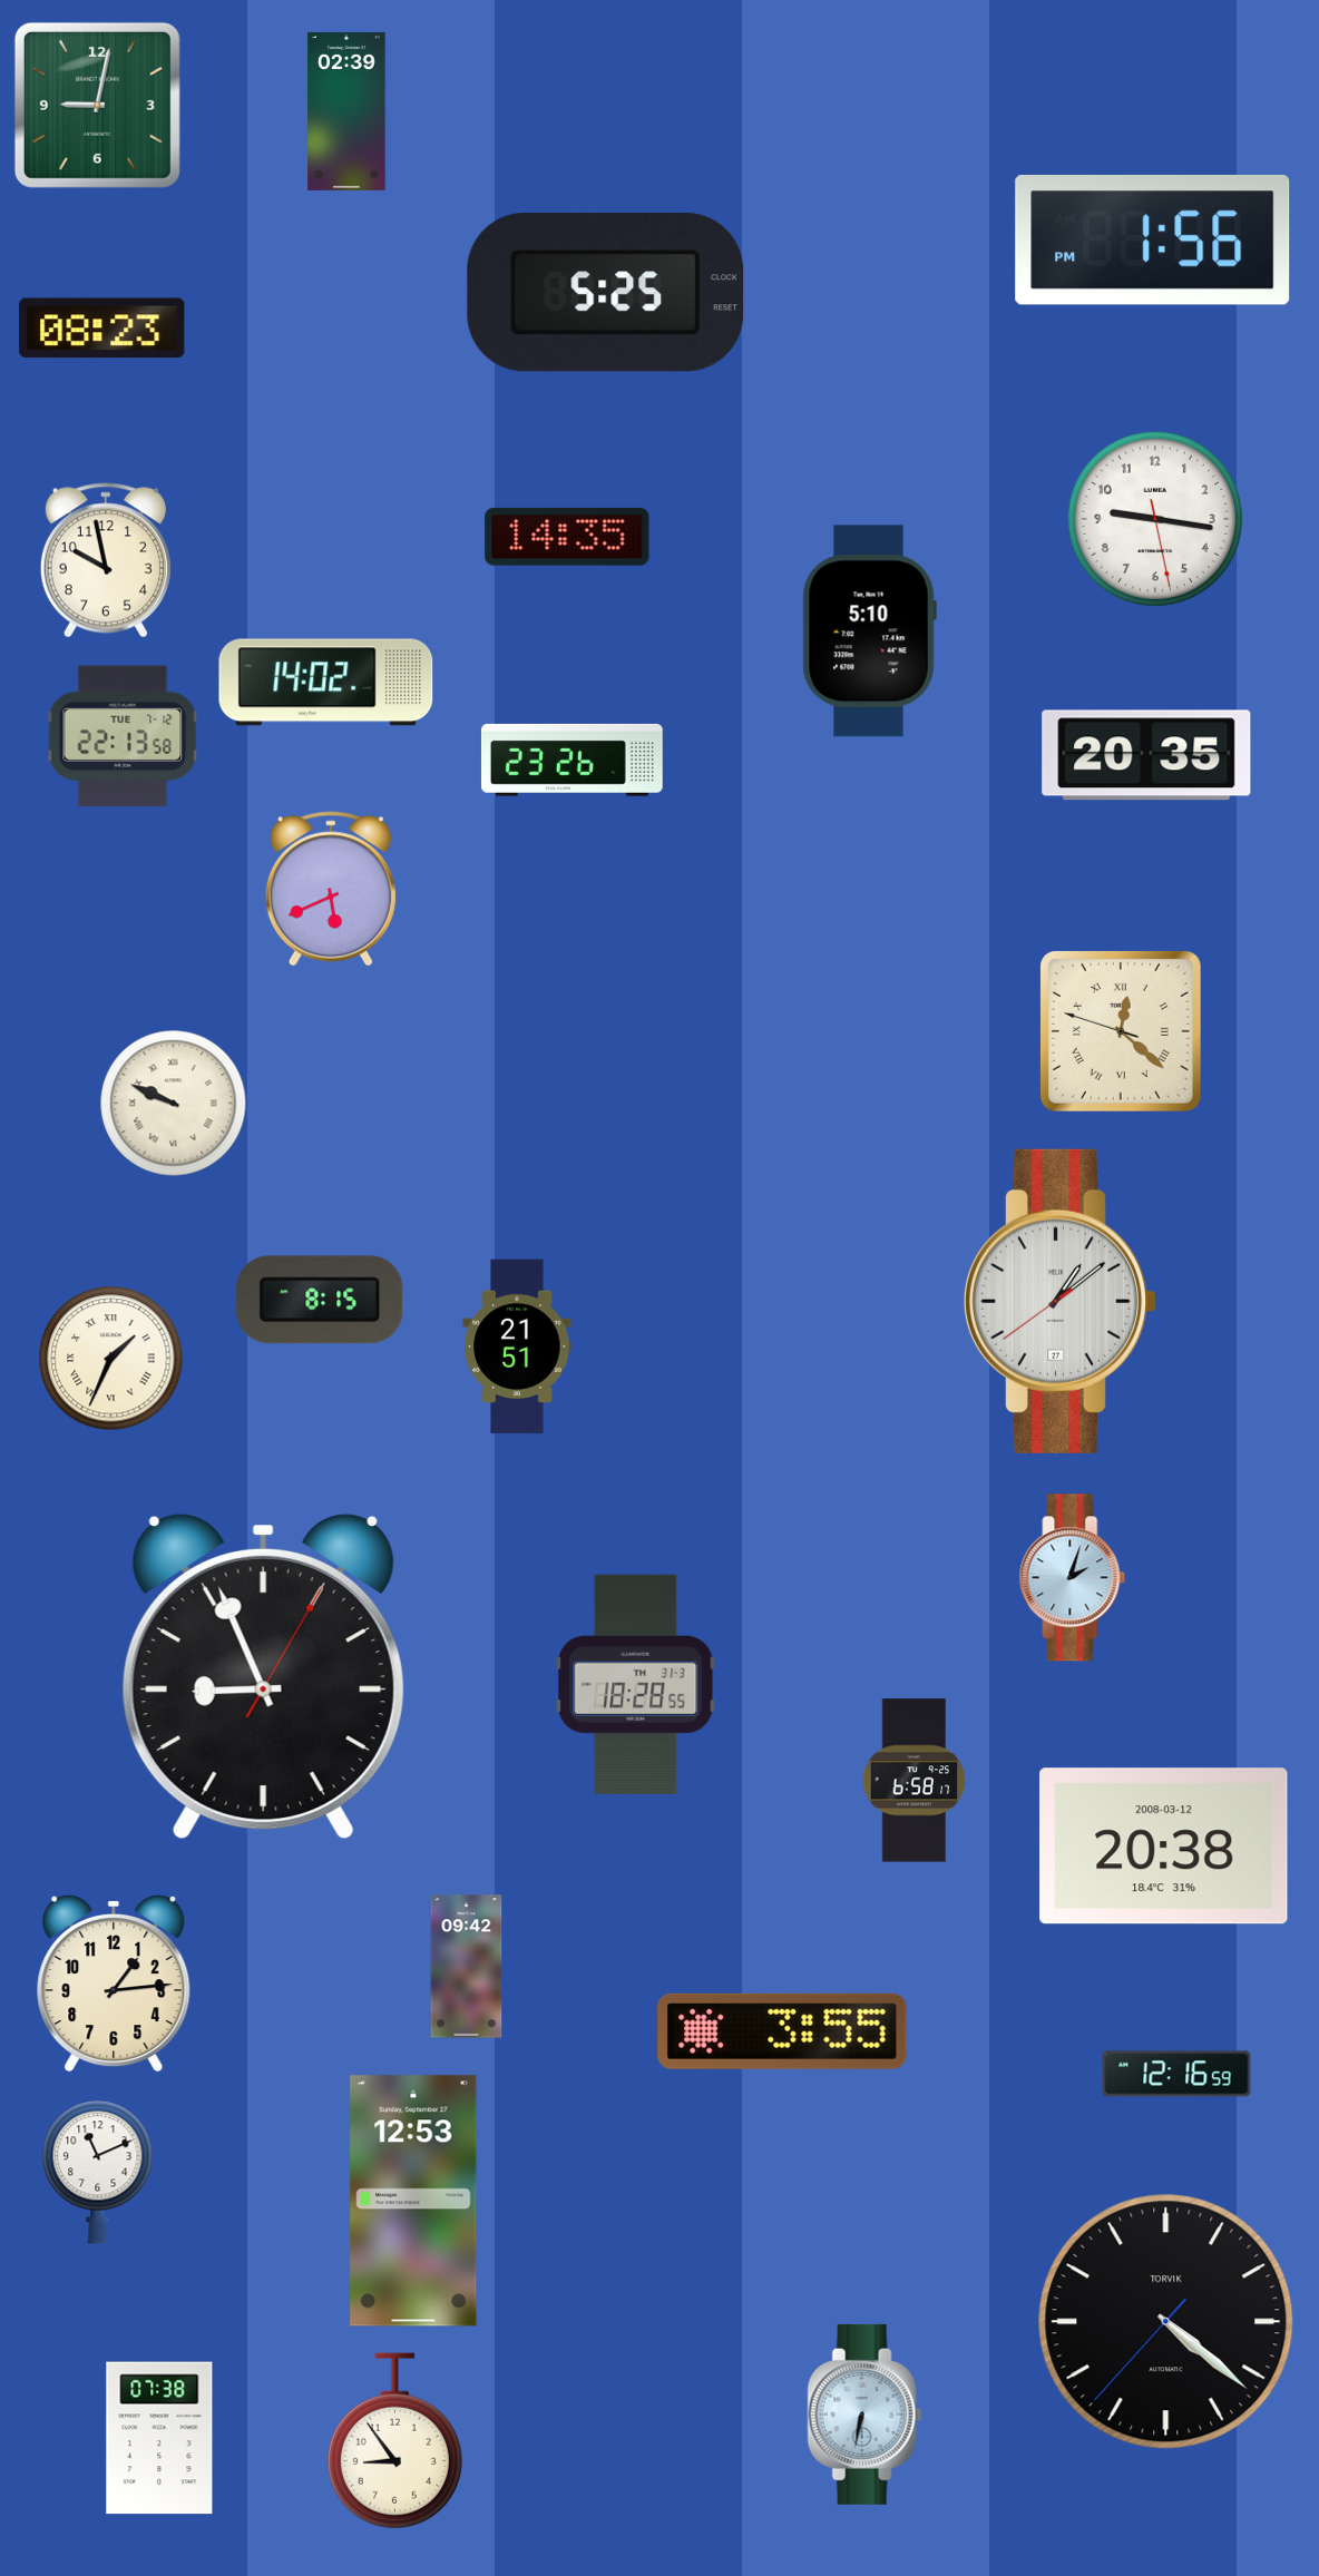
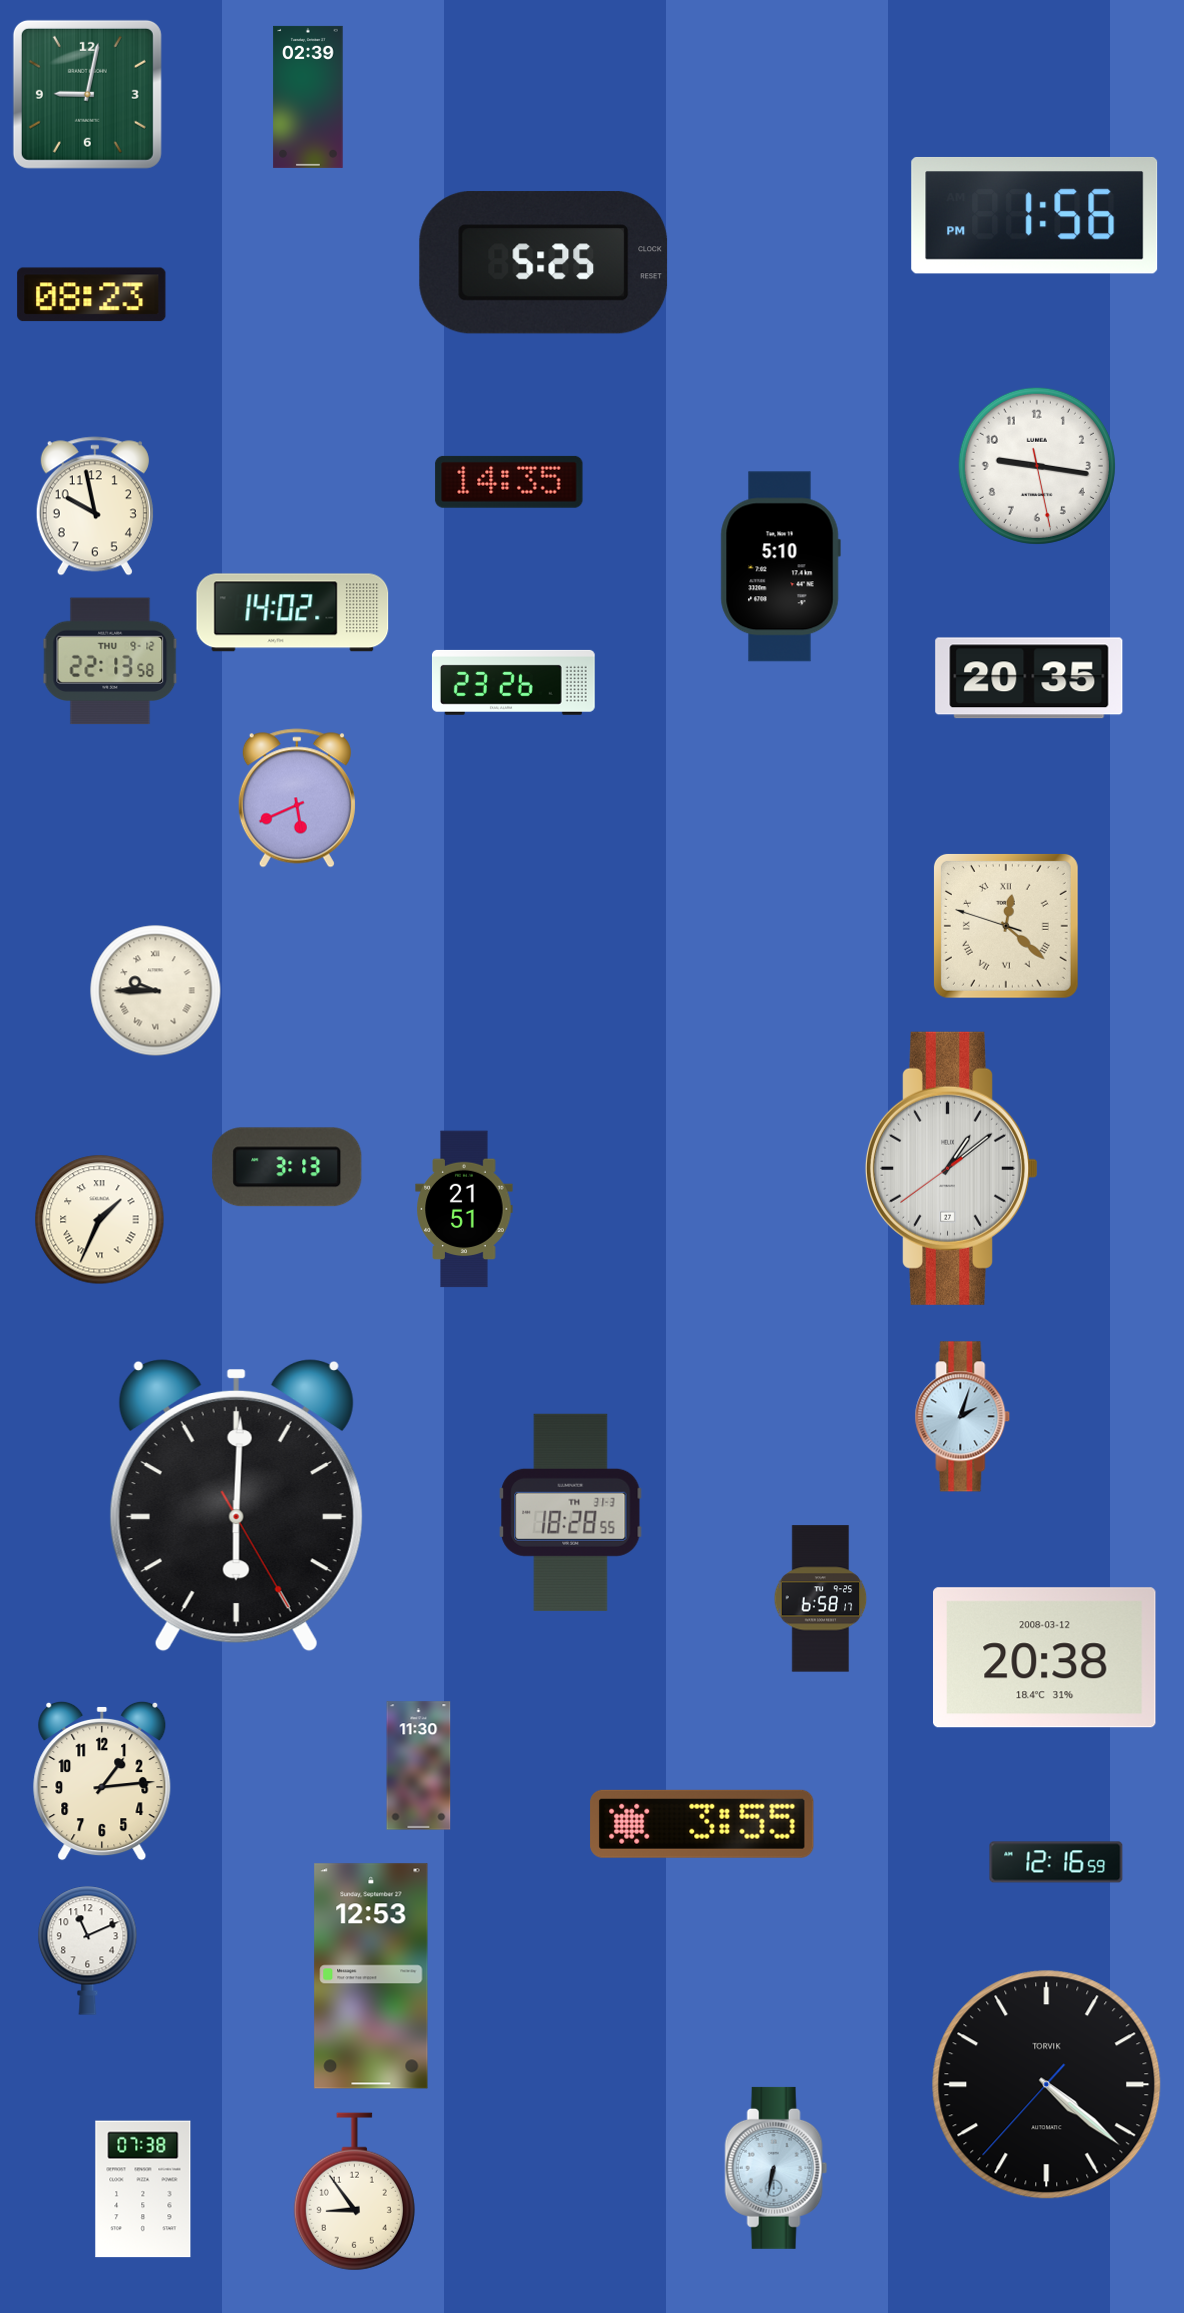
clock at (346, 111) position: (346, 111) -> (308, 97)
clock at (106, 560) position: (106, 560) -> (95, 506)
clock at (123, 736) date: TUE 7-12 -> THU 9-12
clock at (174, 1104): 9:49 -> 9:45
clock at (320, 1300): 8:15 -> 3:13
clock at (263, 1677): 8:56 -> 6:00
clock at (467, 1967): 09:42 -> 11:30
